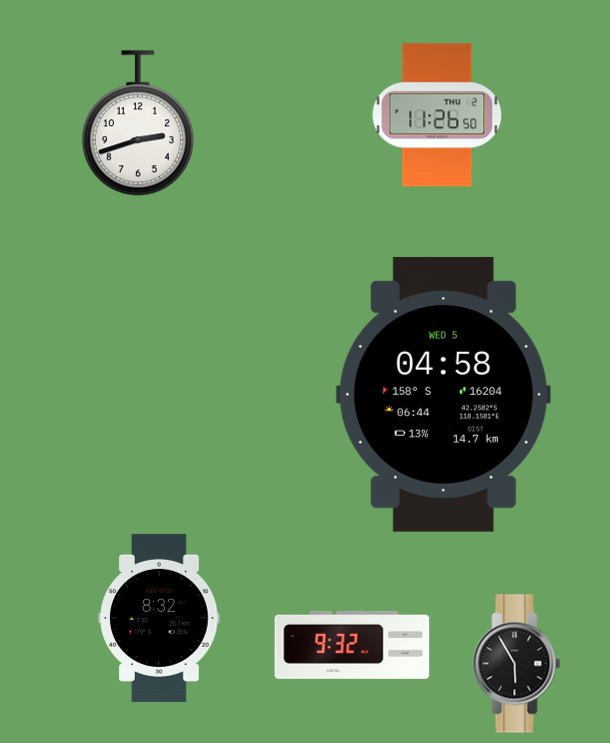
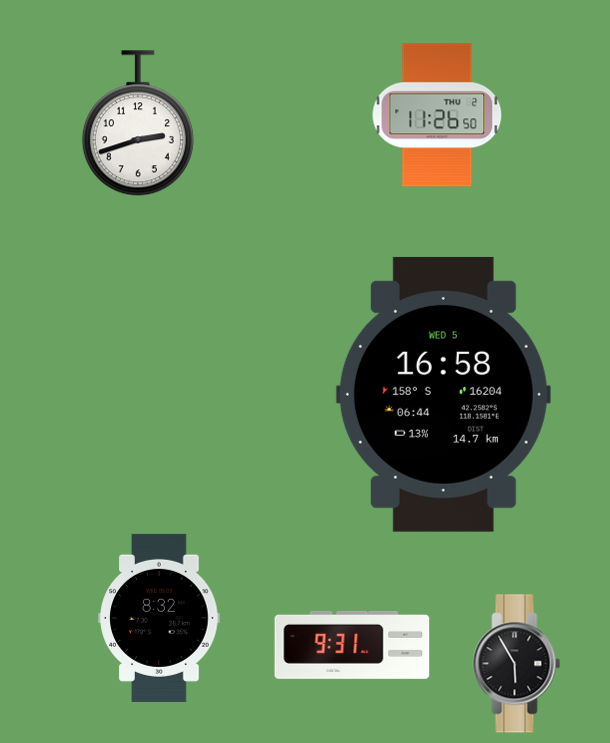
clock at (443, 394): 04:58 -> 16:58
clock at (352, 645): 9:32 -> 9:31
